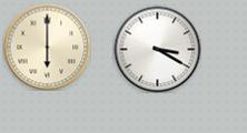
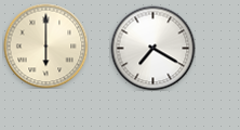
clock at (157, 49): 3:20 -> 7:20
